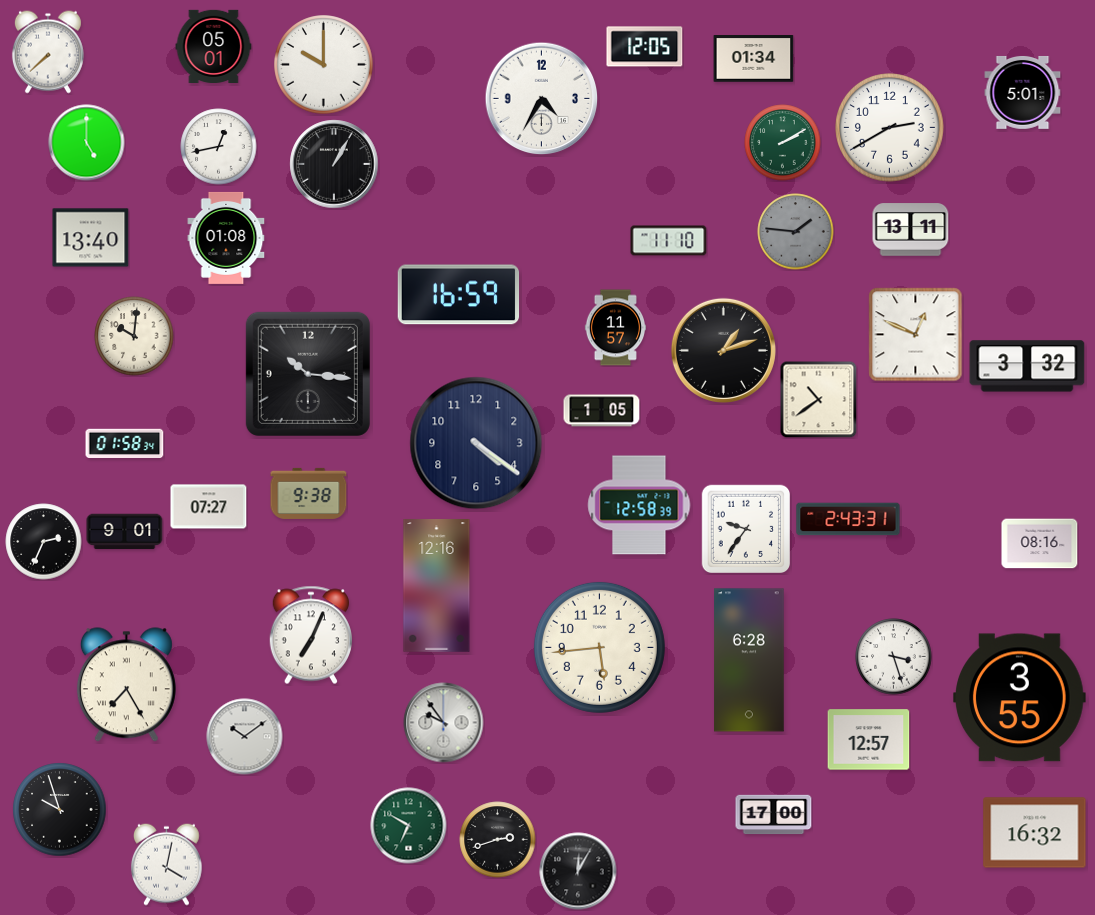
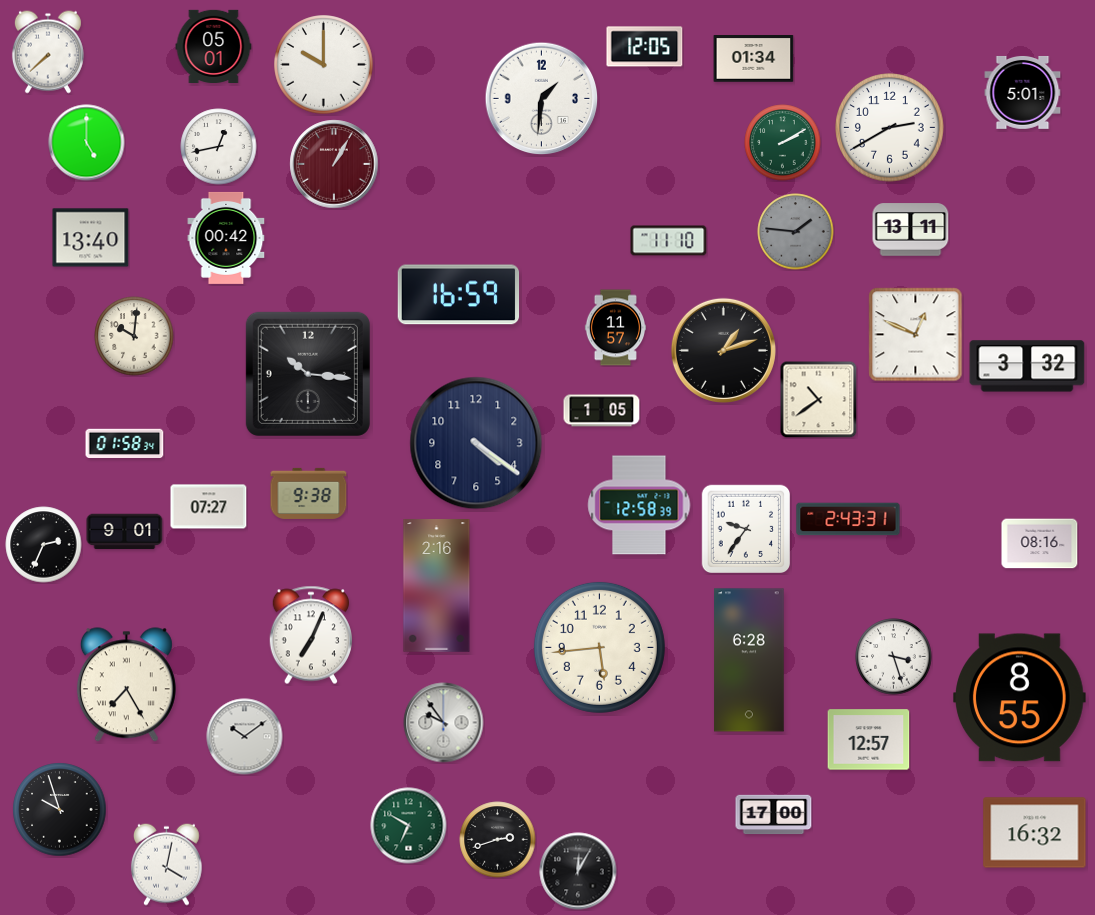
clock at (542, 99): 4:35 -> 1:31
clock at (334, 164) dial: black -> burgundy
clock at (226, 238): 01:08 -> 00:42
clock at (44, 542) position: (44, 542) -> (44, 545)
clock at (437, 586): 12:16 -> 2:16
clock at (1020, 698): 3:55 -> 8:55
